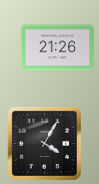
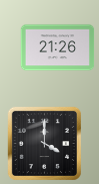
clock at (44, 143): 4:05 -> 4:00
